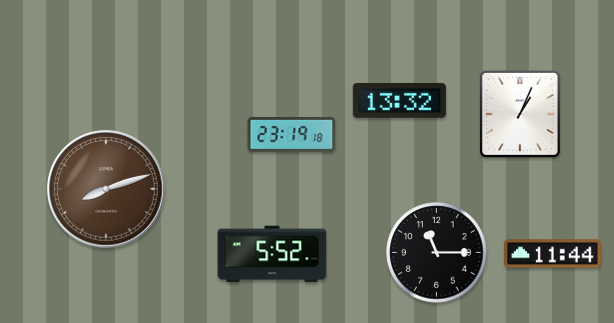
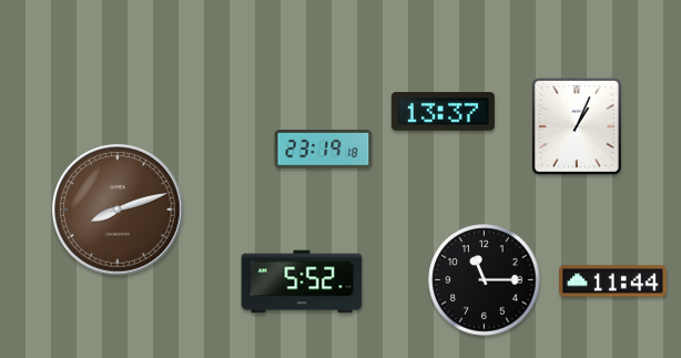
clock at (399, 100): 13:32 -> 13:37
